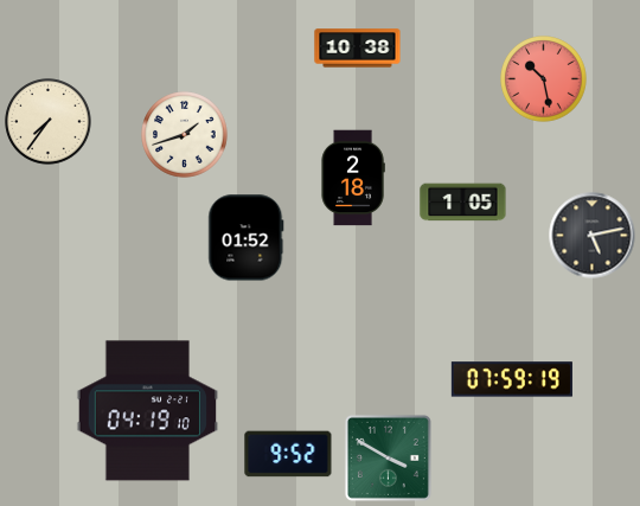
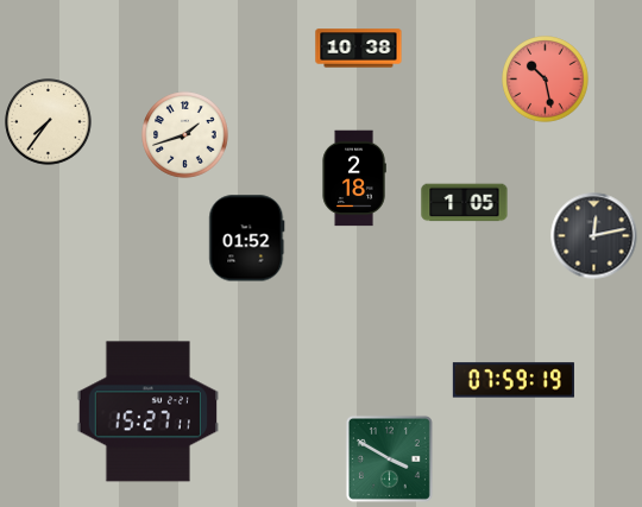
clock at (593, 236): 5:13 -> 12:13
clock at (147, 411): 04:19 -> 15:27
clock at (288, 454): 9:52 -> none
